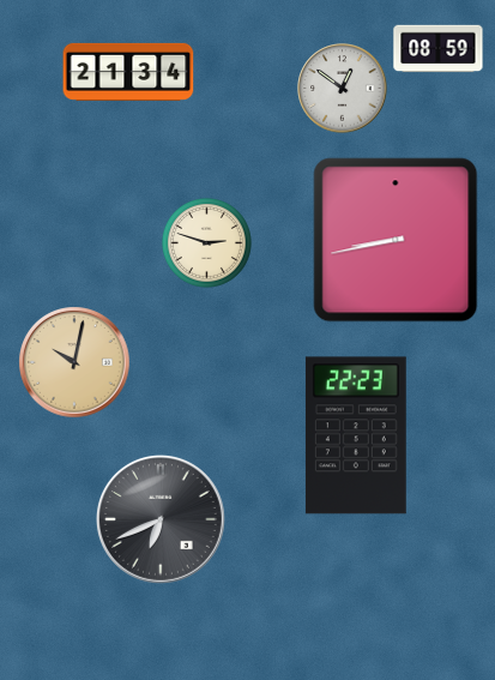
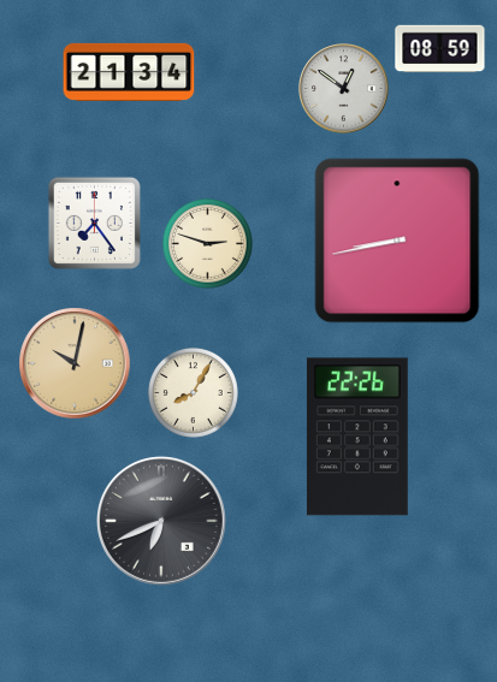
clock at (94, 223): none -> 7:24
clock at (193, 392): none -> 8:05
clock at (356, 435): 22:23 -> 22:26
